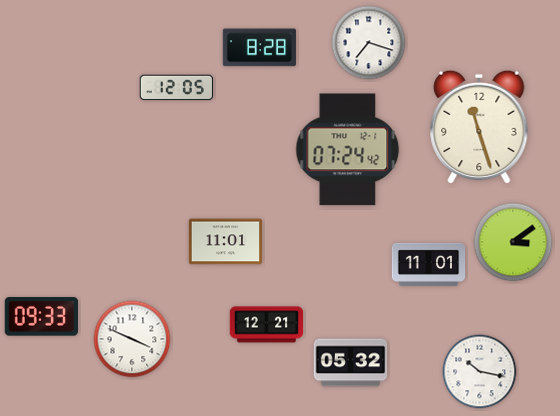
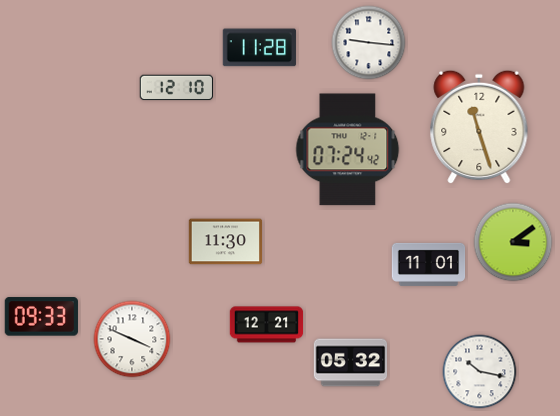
clock at (369, 43): 7:18 -> 9:16
clock at (259, 48): 8:28 -> 11:28
clock at (176, 88): 12:05 -> 12:10
clock at (226, 242): 11:01 -> 11:30
